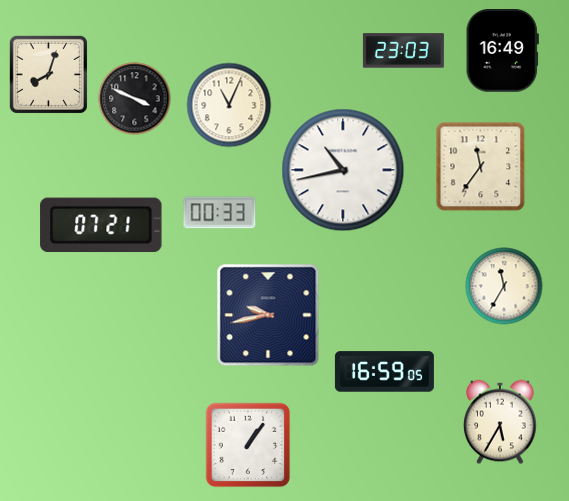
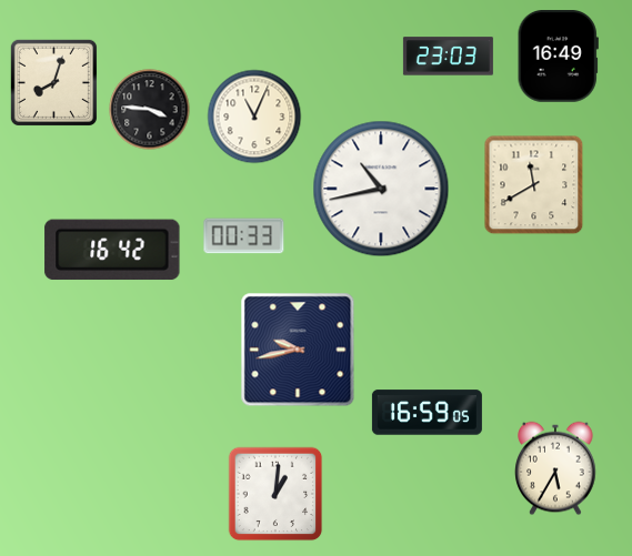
clock at (135, 99): 3:49 -> 3:46
clock at (481, 167): 11:36 -> 11:40
clock at (101, 225): 07:21 -> 16:42
clock at (504, 286): 11:35 -> none
clock at (248, 445): 1:06 -> 1:01
